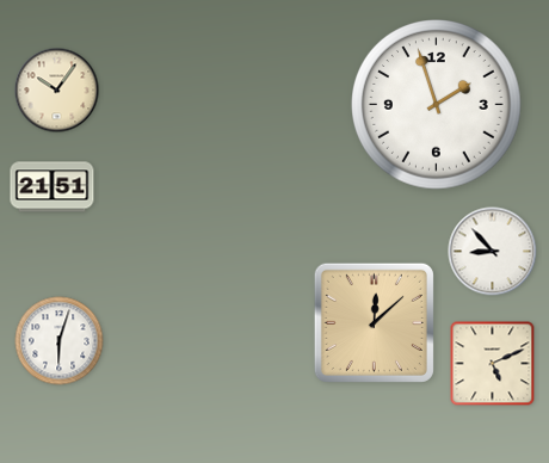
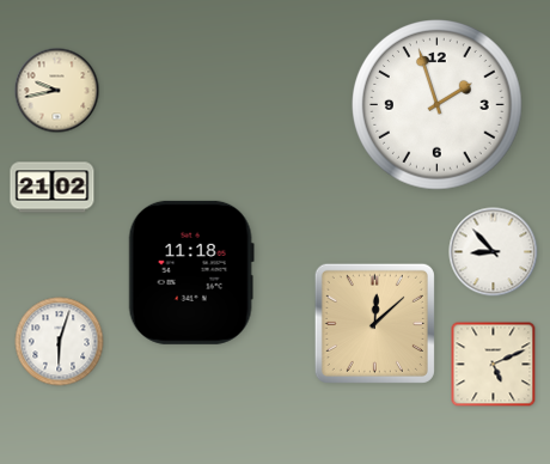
clock at (57, 91): 10:06 -> 9:43
clock at (53, 187): 21:51 -> 21:02
clock at (191, 273): none -> 11:18
